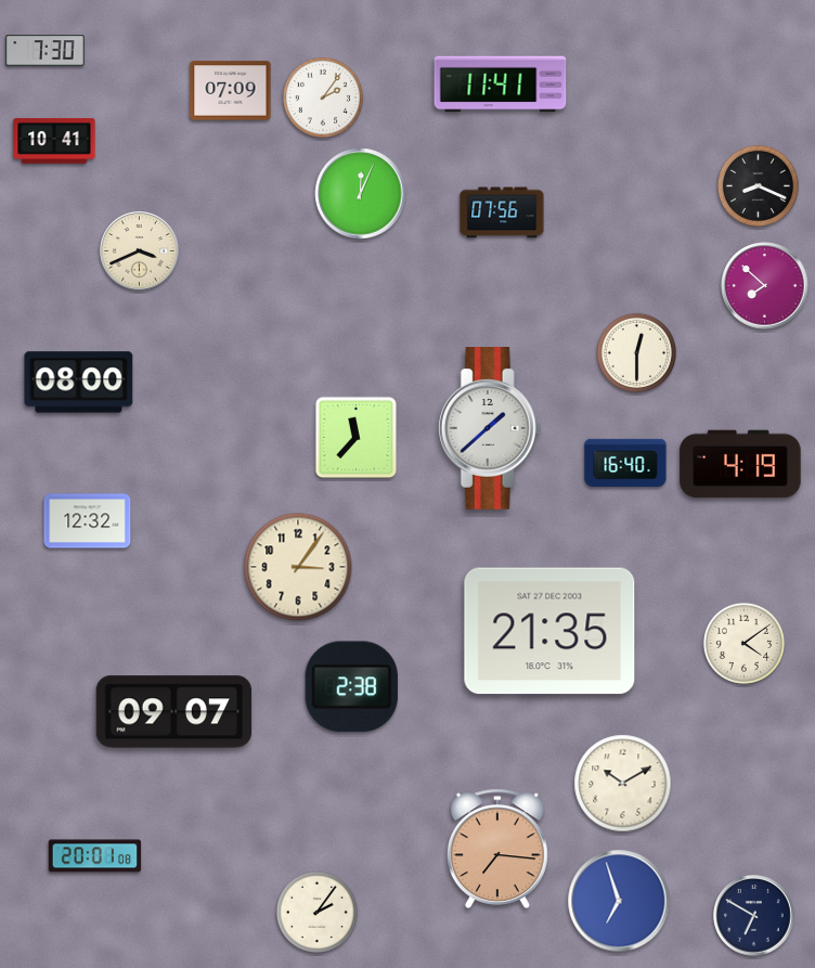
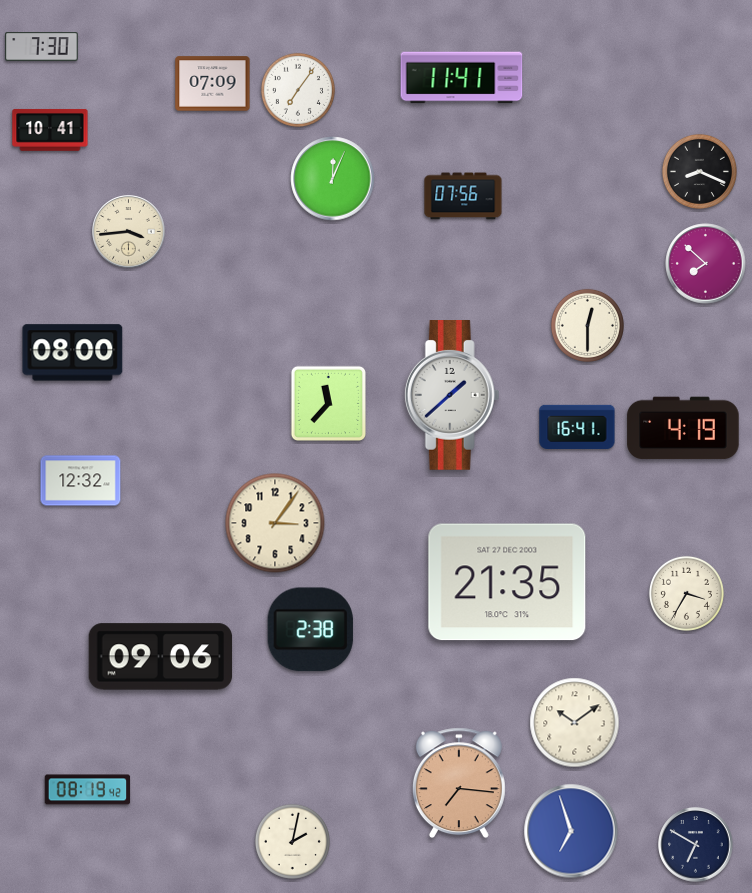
clock at (323, 98): 2:06 -> 7:06
clock at (140, 251): 3:41 -> 3:44
clock at (625, 462): 16:40 -> 16:41
clock at (743, 643): 4:09 -> 3:35
clock at (351, 687) position: (351, 687) -> (310, 630)
clock at (174, 712): 09:07 -> 09:06
clock at (623, 784): 10:10 -> 10:09
clock at (95, 856): 20:01 -> 08:19
clock at (316, 912): 2:06 -> 2:02
